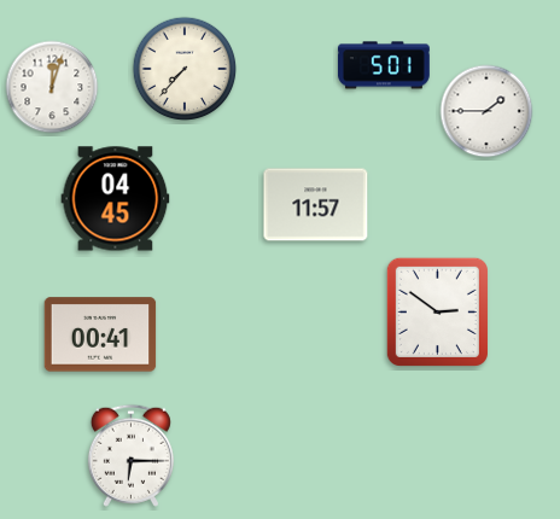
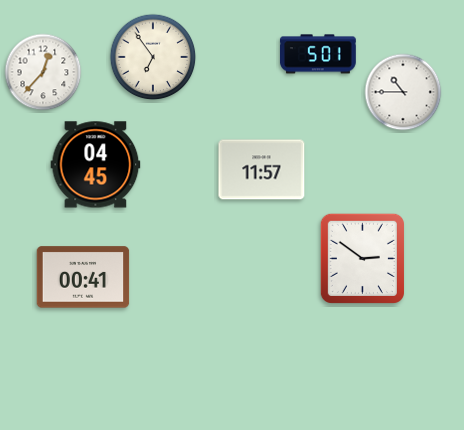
clock at (185, 69): 7:37 -> 6:54
clock at (52, 87): 12:03 -> 12:37
clock at (486, 111): 1:45 -> 10:45
clock at (130, 455): 6:15 -> none
